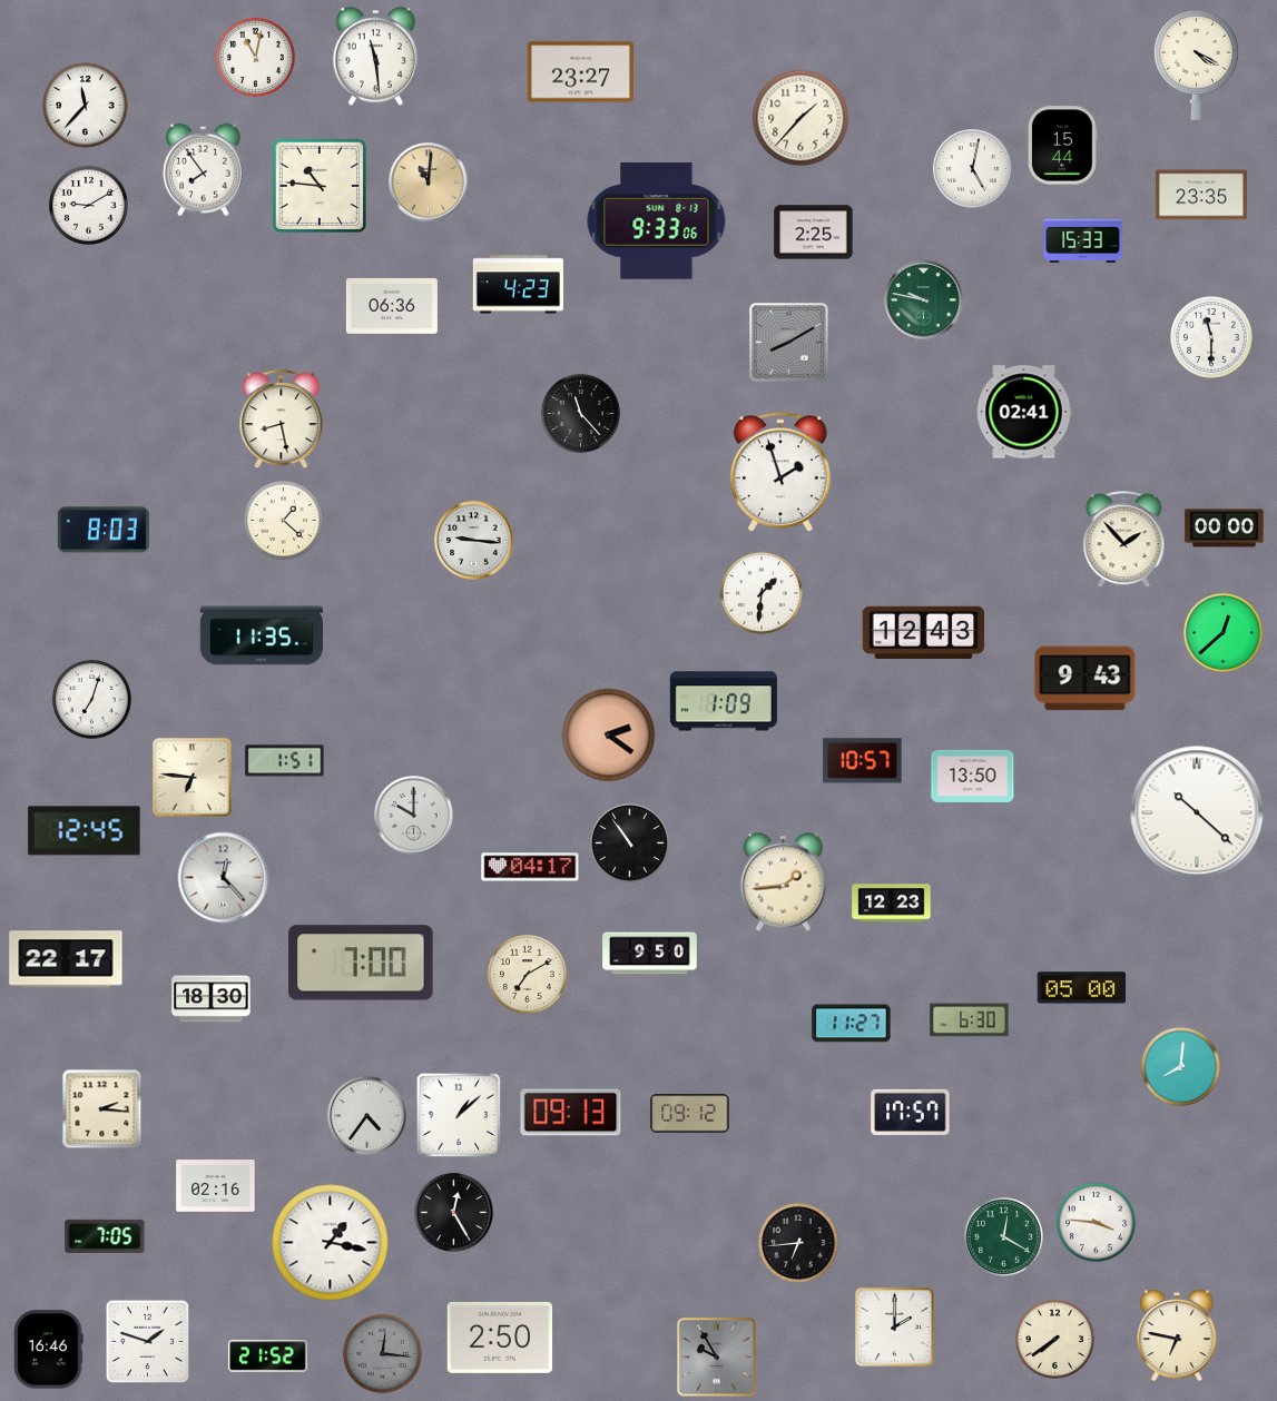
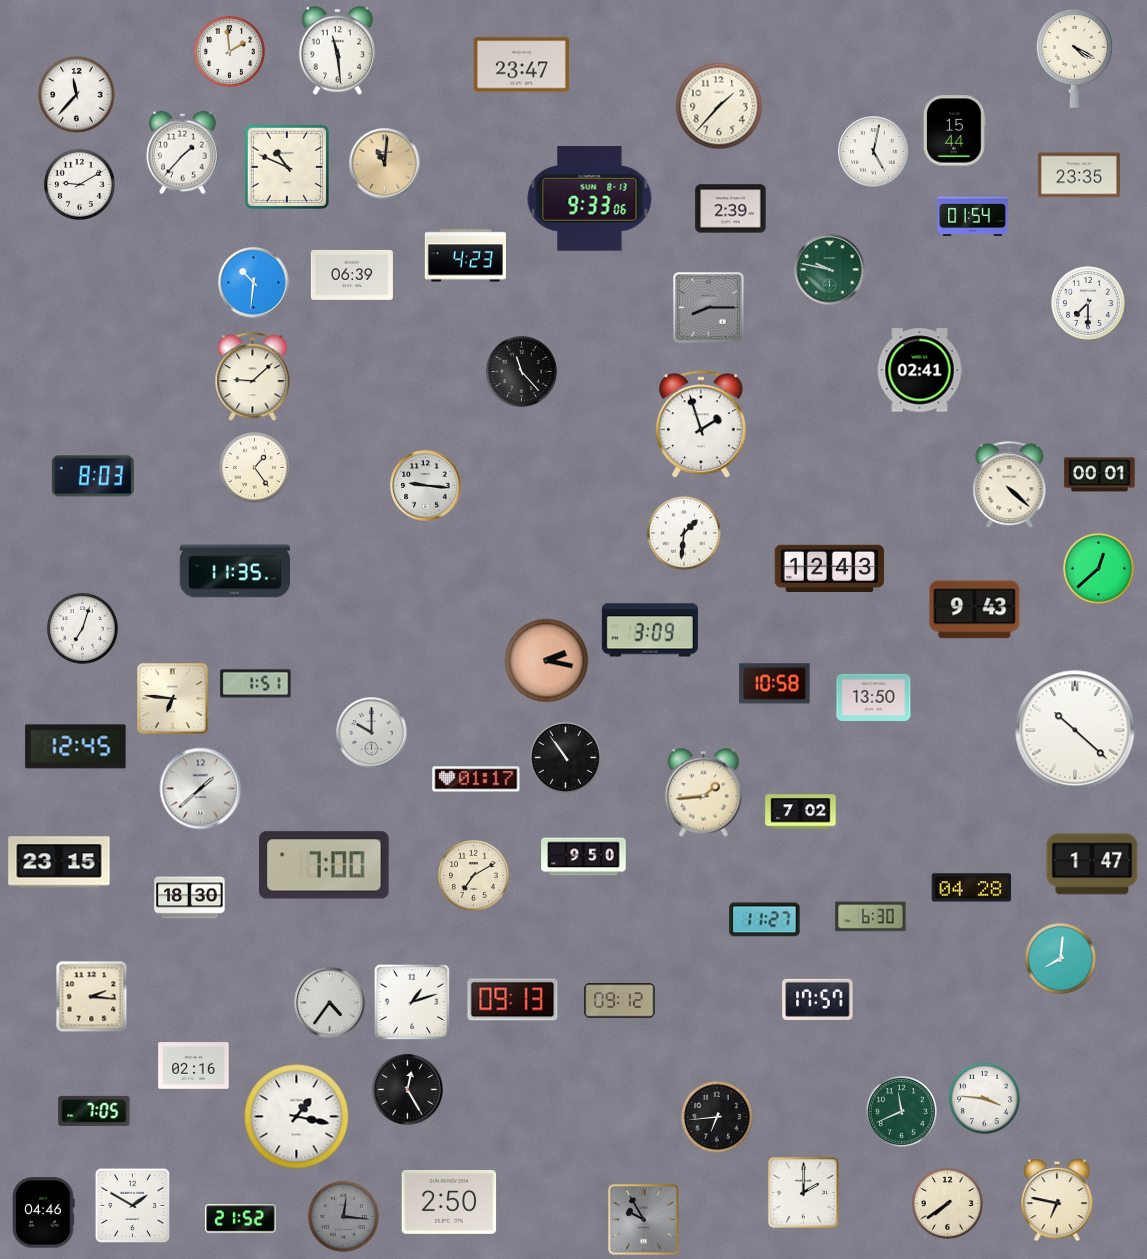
clock at (255, 57): 11:02 -> 1:59
clock at (580, 72): 23:27 -> 23:47
clock at (204, 170): 7:54 -> 1:37
clock at (320, 186): 10:46 -> 10:49
clock at (814, 233): 2:25 -> 2:39
clock at (1083, 240): 15:33 -> 01:54
clock at (392, 306): 06:36 -> 06:39
clock at (254, 283): none -> 10:31
clock at (1211, 337): 11:30 -> 7:30
clock at (789, 343): 8:10 -> 8:15
clock at (282, 420): 8:28 -> 9:08
clock at (283, 520): 1:22 -> 1:24
clock at (1225, 529): 00:00 -> 00:01
clock at (1124, 540): 1:53 -> 4:22
clock at (724, 701): 1:09 -> 3:09
clock at (609, 736): 2:21 -> 2:17
clock at (863, 761): 10:57 -> 10:58
clock at (530, 867): 04:17 -> 01:17
clock at (224, 878): 12:23 -> 1:38
clock at (892, 904): 12:23 -> 7:02
clock at (66, 959): 22:17 -> 23:15
clock at (1092, 864): none -> 1:47
clock at (1082, 988): 05:00 -> 04:28
clock at (459, 1115): 1:08 -> 1:12
clock at (1003, 1236): 12:20 -> 11:41
clock at (147, 1341): 1:48 -> 1:50
clock at (49, 1350): 16:46 -> 04:46
